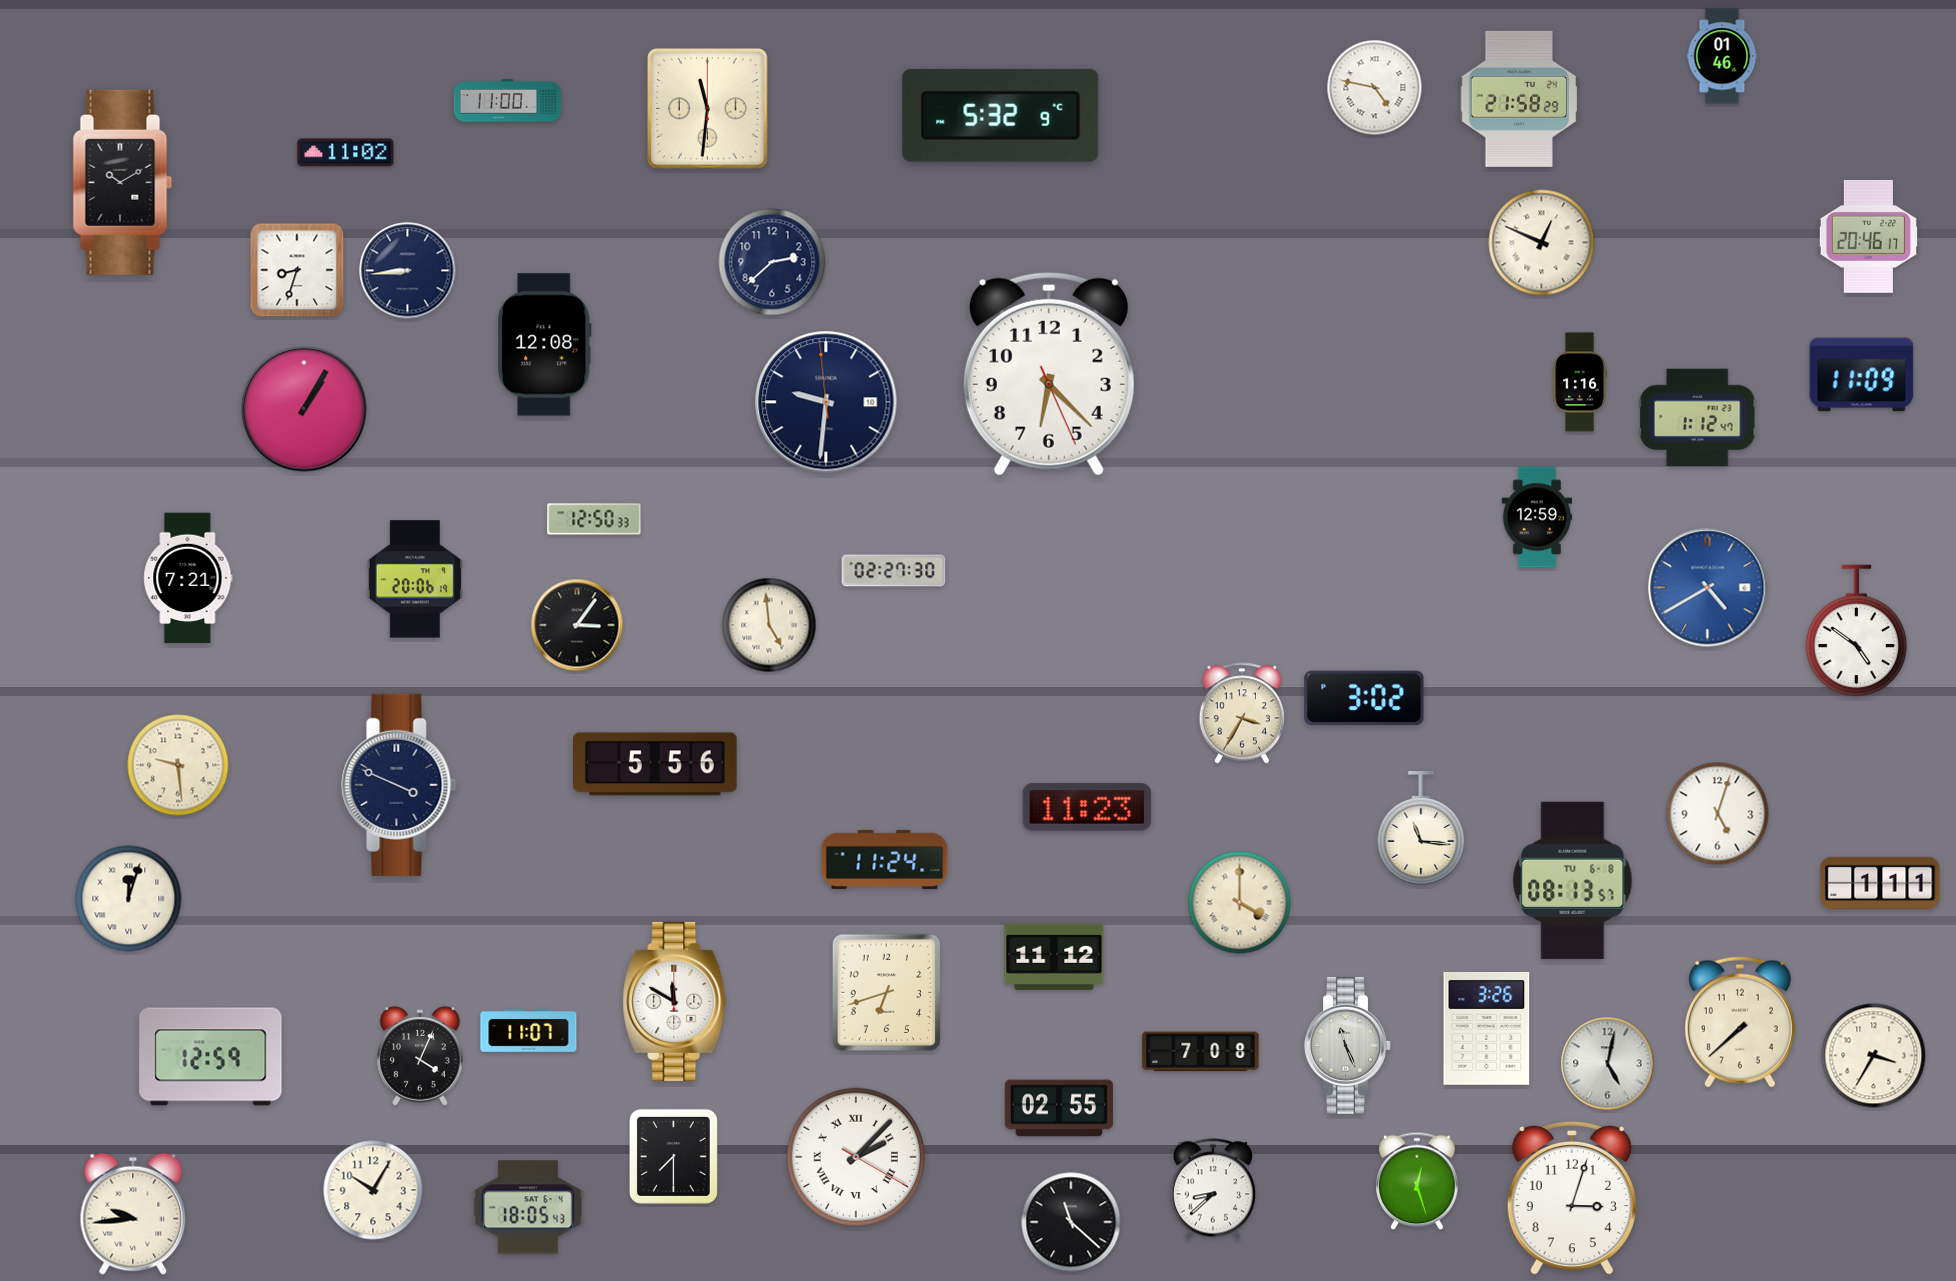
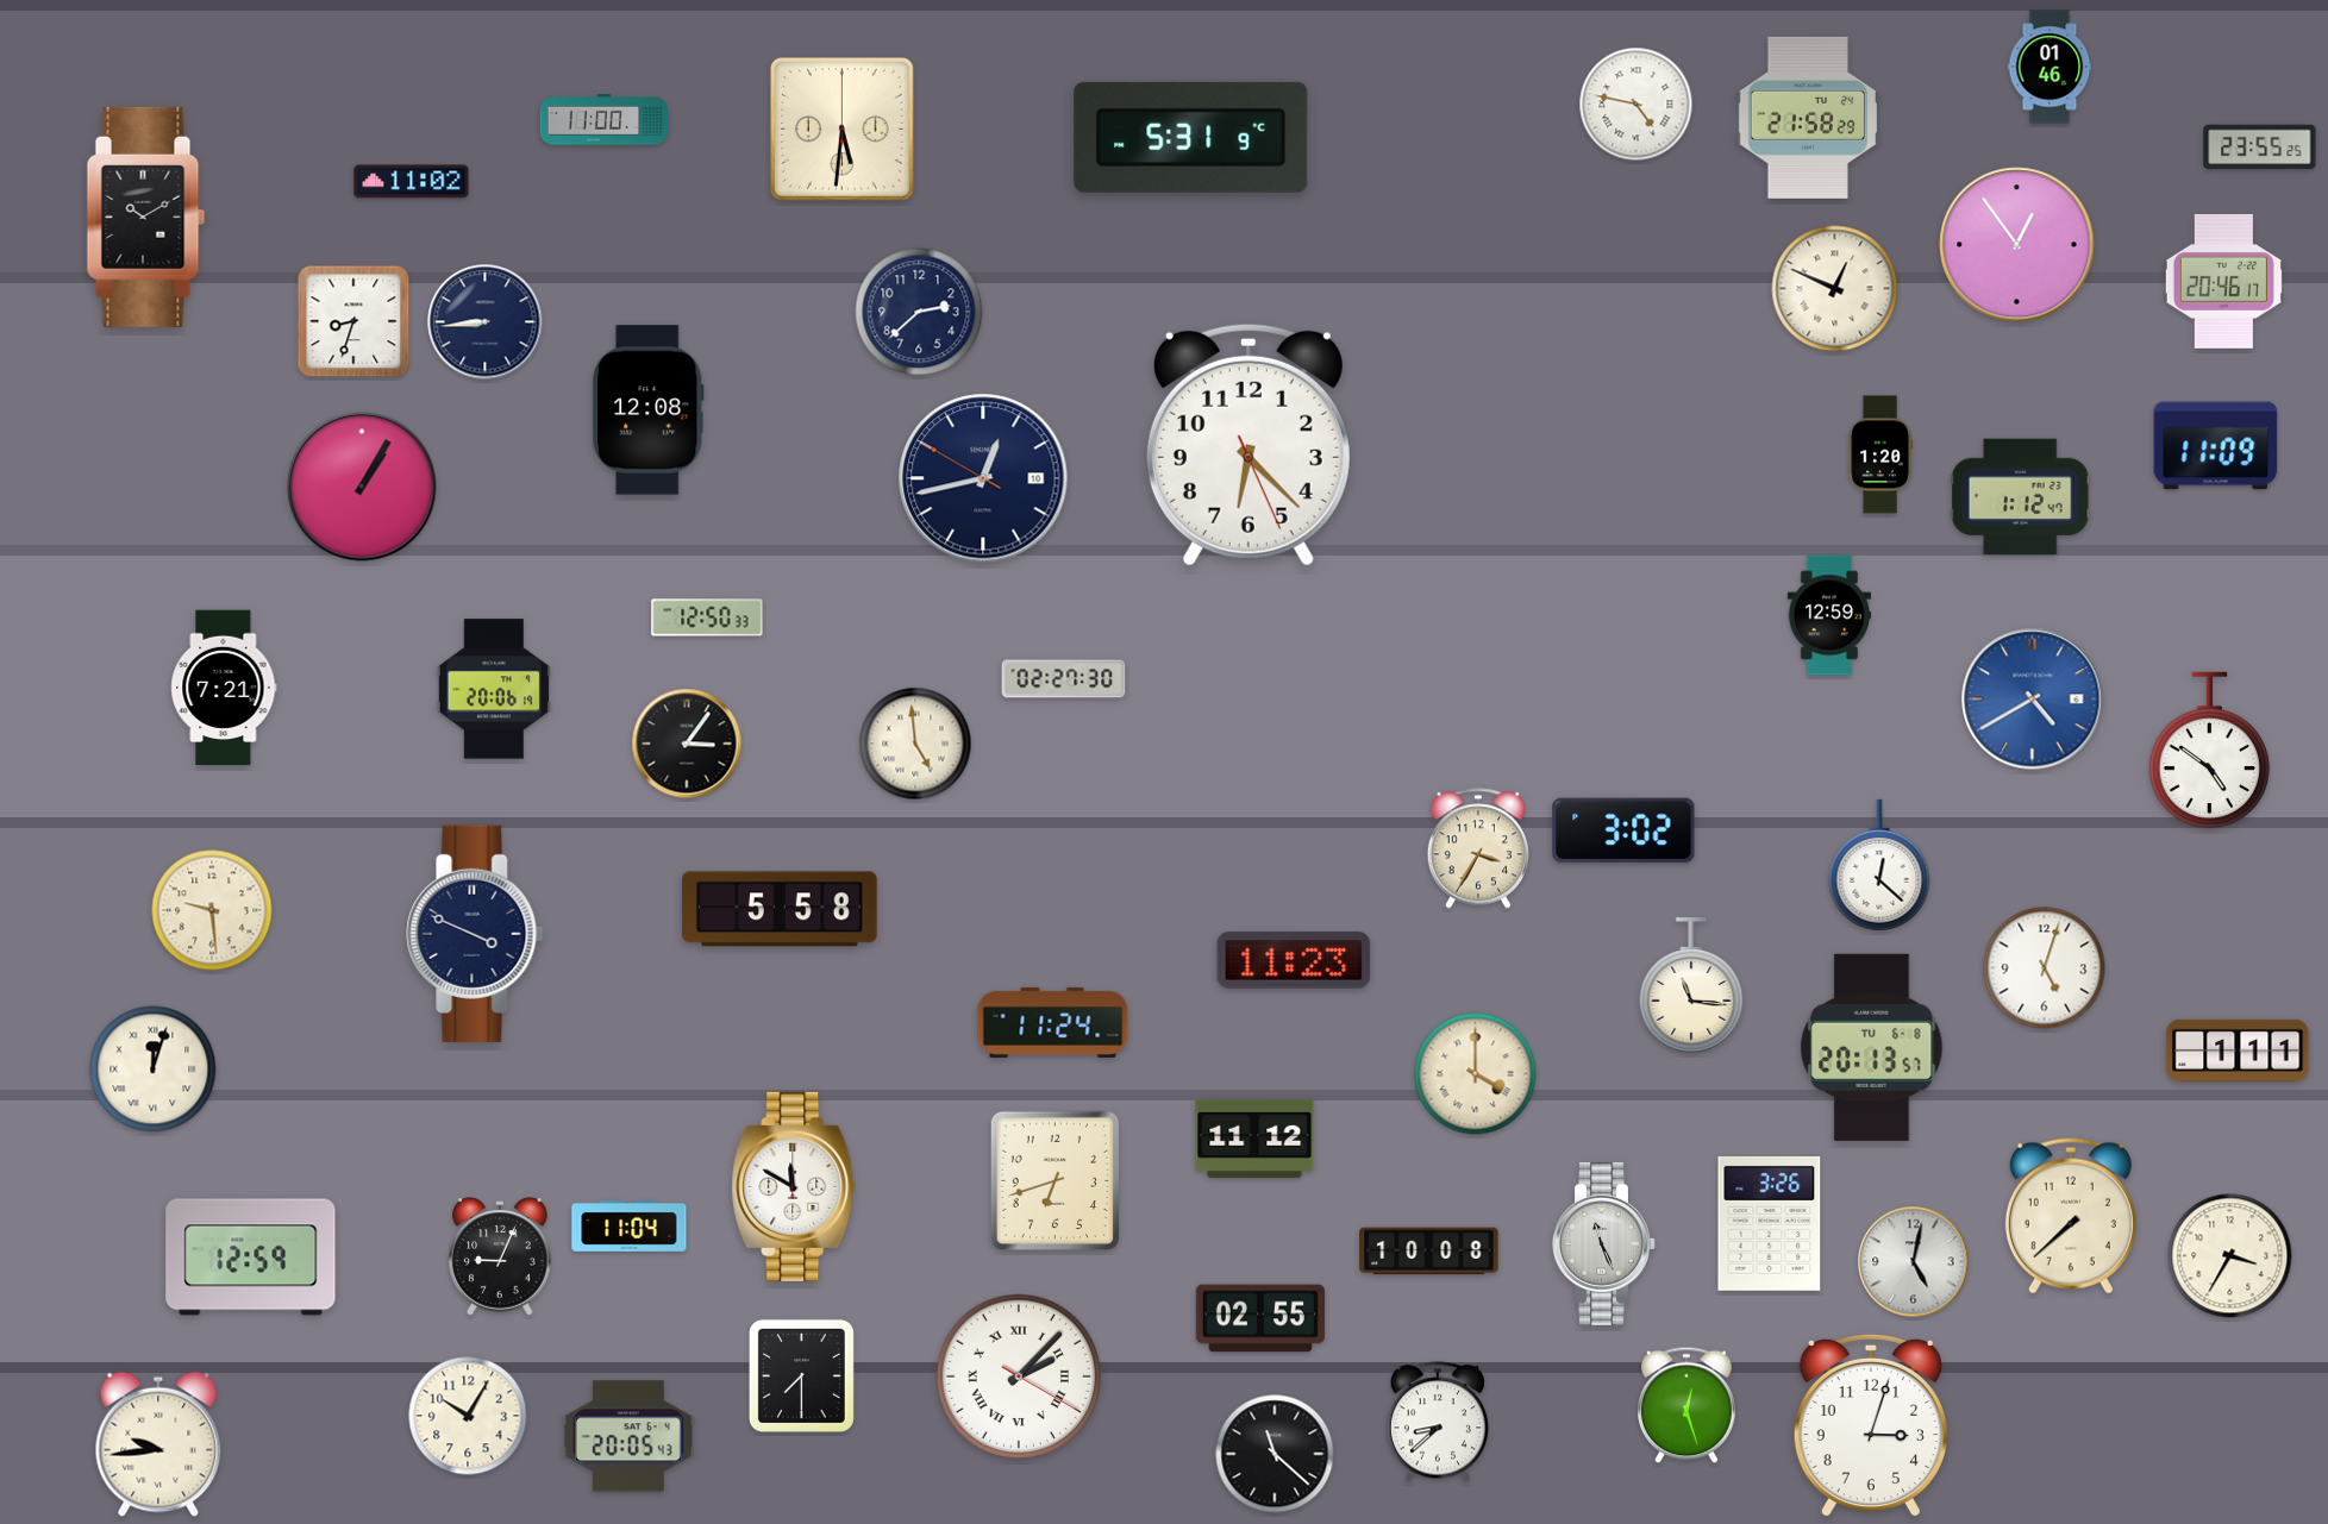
clock at (708, 109): 11:31 -> 5:31
clock at (1001, 115): 5:32 -> 5:31
clock at (2260, 148): none -> 23:55
clock at (2017, 245): none -> 12:54
clock at (1580, 382): 1:16 -> 1:20
clock at (826, 402): 9:30 -> 12:42
clock at (1879, 865): none -> 12:22
clock at (655, 764): 5:56 -> 5:58
clock at (1573, 880): 08:13 -> 20:13
clock at (675, 1001) position: (675, 1001) -> (794, 1186)
clock at (529, 1031): 11:07 -> 11:04
clock at (1201, 1052): 7:08 -> 10:08
clock at (420, 1056): 4:04 -> 9:04
clock at (1608, 1064) position: (1608, 1064) -> (1914, 1262)
clock at (1212, 1189) position: (1212, 1189) -> (1437, 1422)
clock at (373, 1190) position: (373, 1190) -> (468, 1416)
clock at (528, 1207): 18:05 -> 20:05
